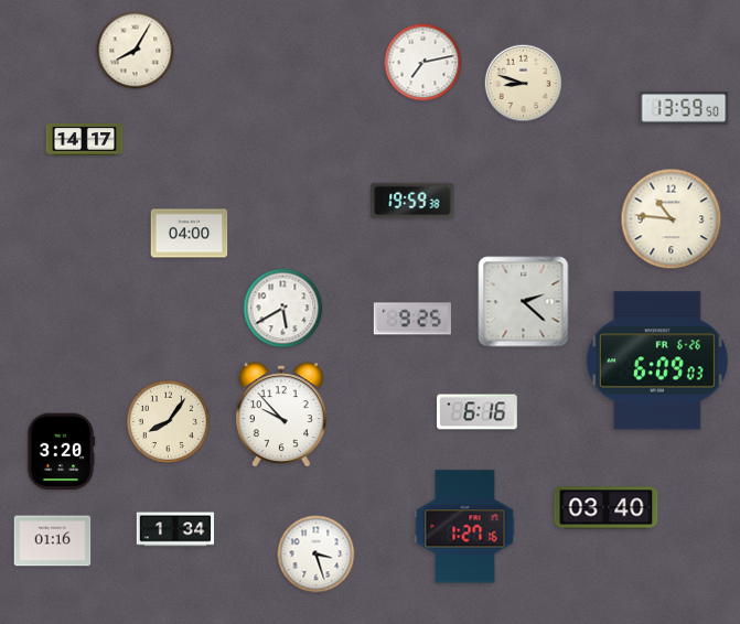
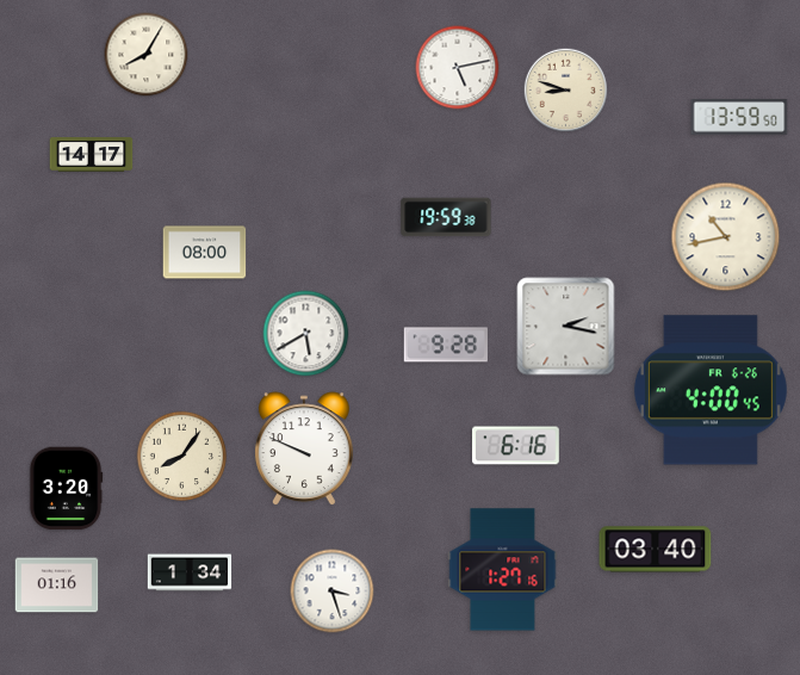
clock at (423, 63): 7:13 -> 5:13
clock at (85, 140) position: (85, 140) -> (92, 155)
clock at (672, 219): 10:46 -> 10:43
clock at (190, 234): 04:00 -> 08:00
clock at (524, 302): 2:22 -> 2:17
clock at (411, 319): 9:25 -> 9:28
clock at (657, 361): 6:09 -> 4:00
clock at (281, 415): 9:53 -> 9:49
clock at (317, 555) position: (317, 555) -> (333, 592)
